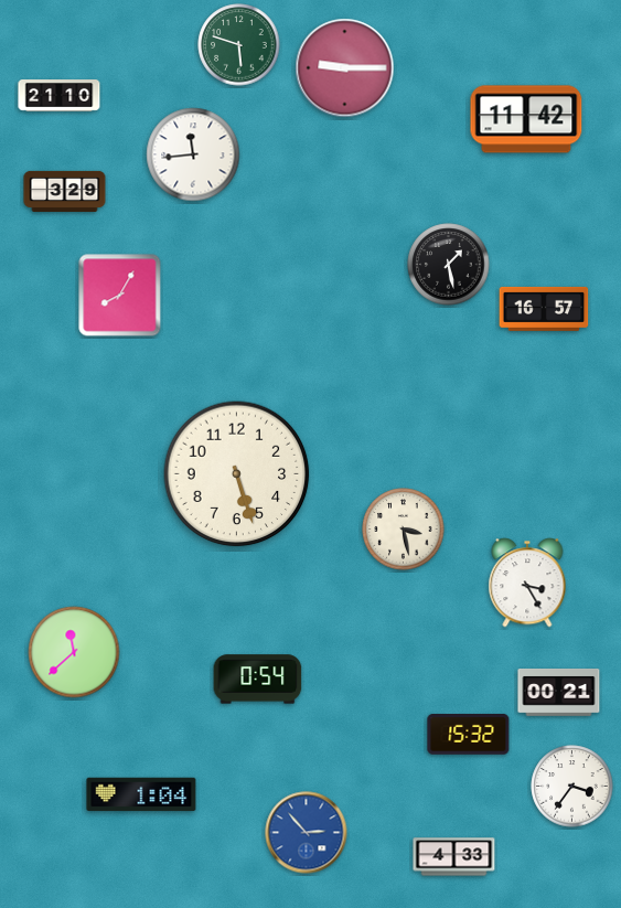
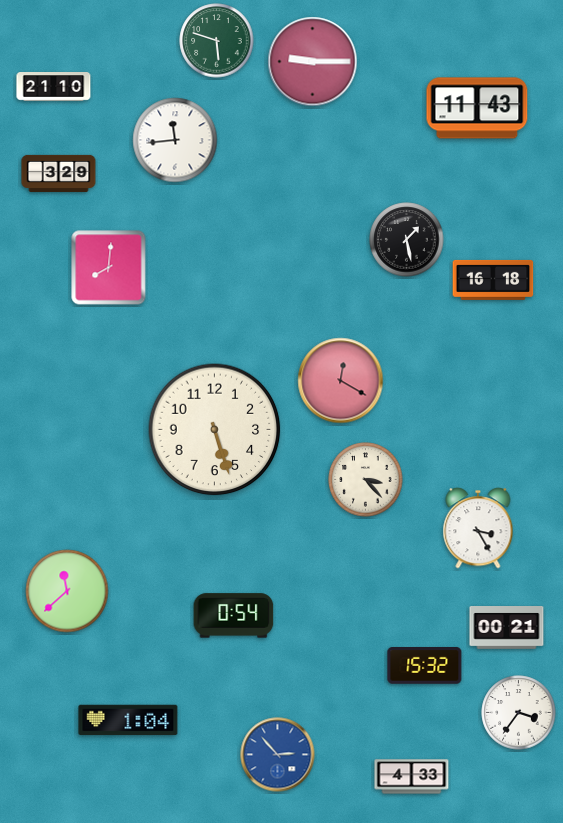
clock at (526, 119): 11:42 -> 11:43
clock at (120, 296): 8:05 -> 8:01
clock at (544, 309): 16:57 -> 16:18
clock at (341, 381): none -> 12:20
clock at (404, 530): 3:28 -> 3:23
